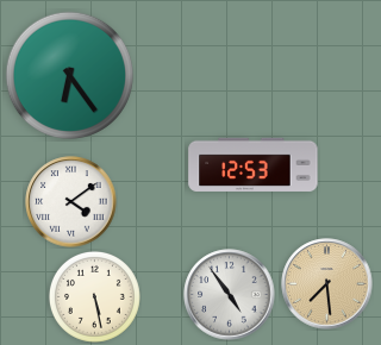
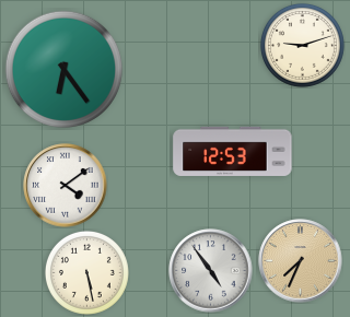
clock at (302, 45): none -> 9:12
clock at (327, 284): 7:29 -> 7:34
